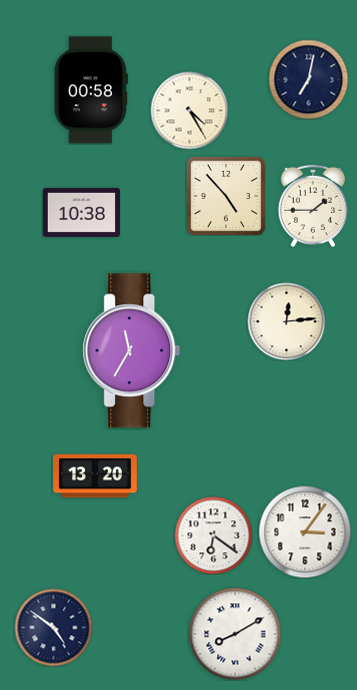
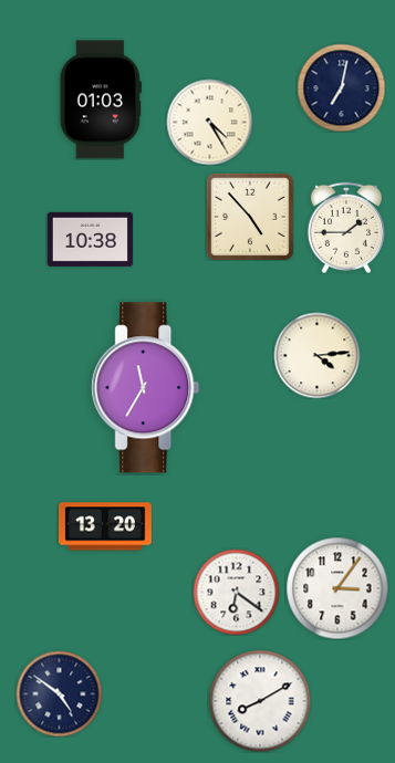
clock at (91, 90): 00:58 -> 01:03
clock at (81, 212) position: (81, 212) -> (90, 239)
clock at (286, 321): 12:14 -> 4:14
